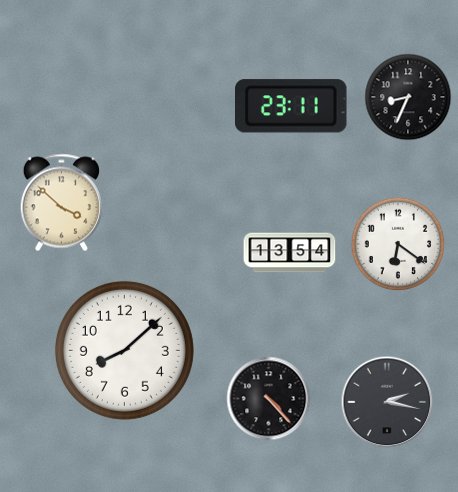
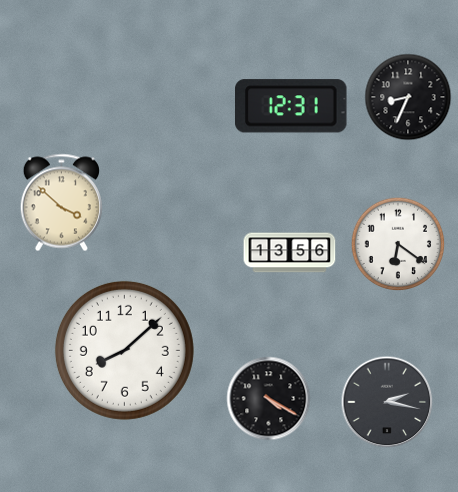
clock at (292, 106): 23:11 -> 12:31
clock at (290, 253): 13:54 -> 13:56
clock at (269, 399): 4:23 -> 4:20
